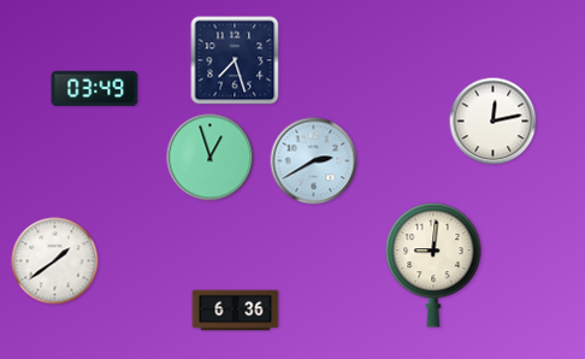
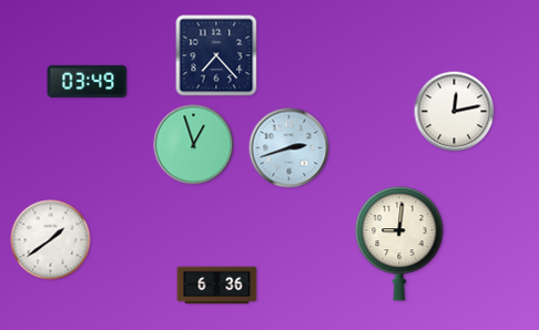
clock at (235, 60): 7:27 -> 7:23
clock at (314, 161): 2:40 -> 2:42
